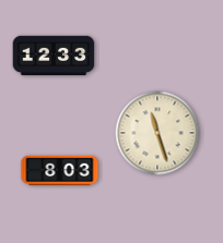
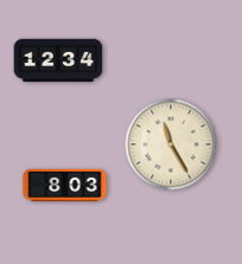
clock at (54, 56): 12:33 -> 12:34
clock at (157, 133): 11:27 -> 11:25
